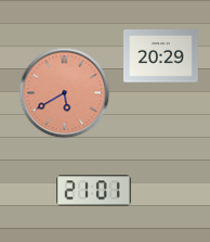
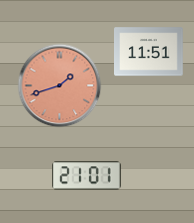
clock at (161, 56): 20:29 -> 11:51
clock at (65, 93): 5:40 -> 1:42
